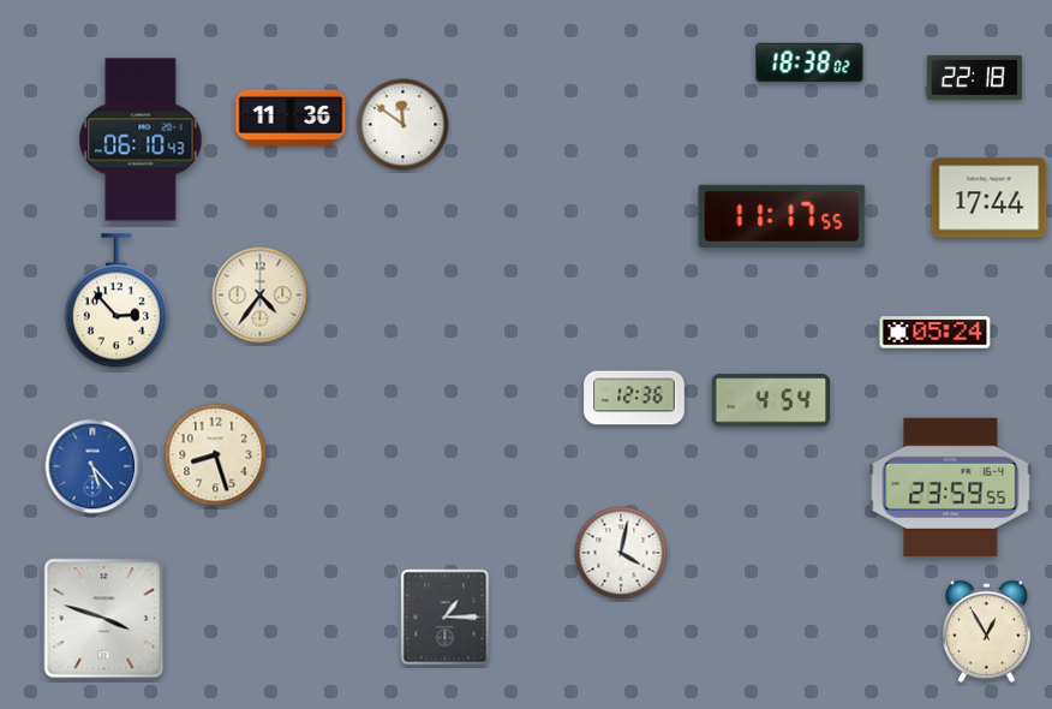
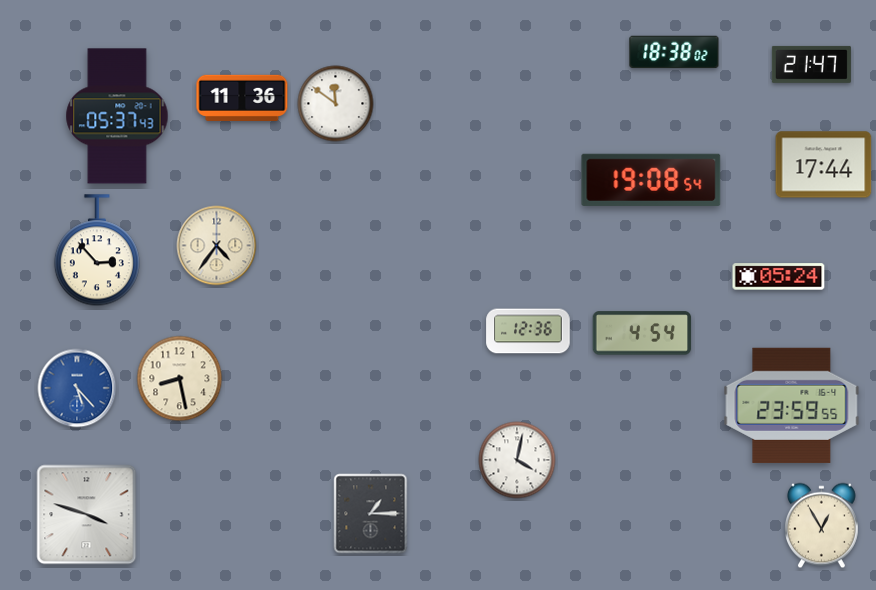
clock at (974, 77): 22:18 -> 21:47
clock at (141, 139): 06:10 -> 05:37
clock at (782, 216): 11:17 -> 19:08
clock at (216, 455): 8:27 -> 8:28
